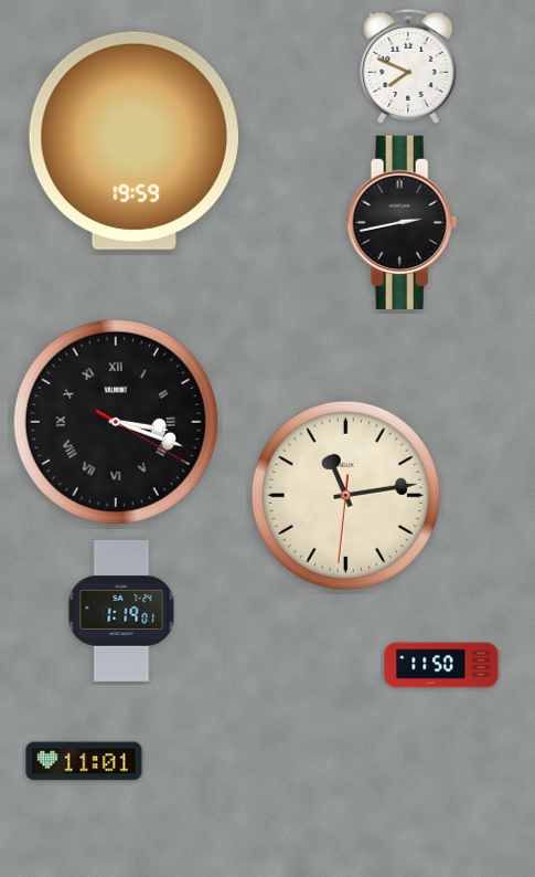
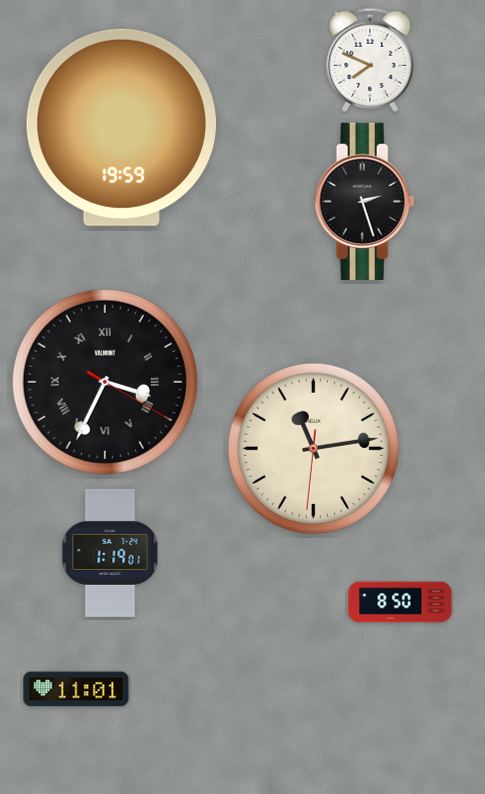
clock at (403, 222): 2:43 -> 2:27
clock at (116, 422): 3:18 -> 3:34
clock at (441, 665): 11:50 -> 8:50
